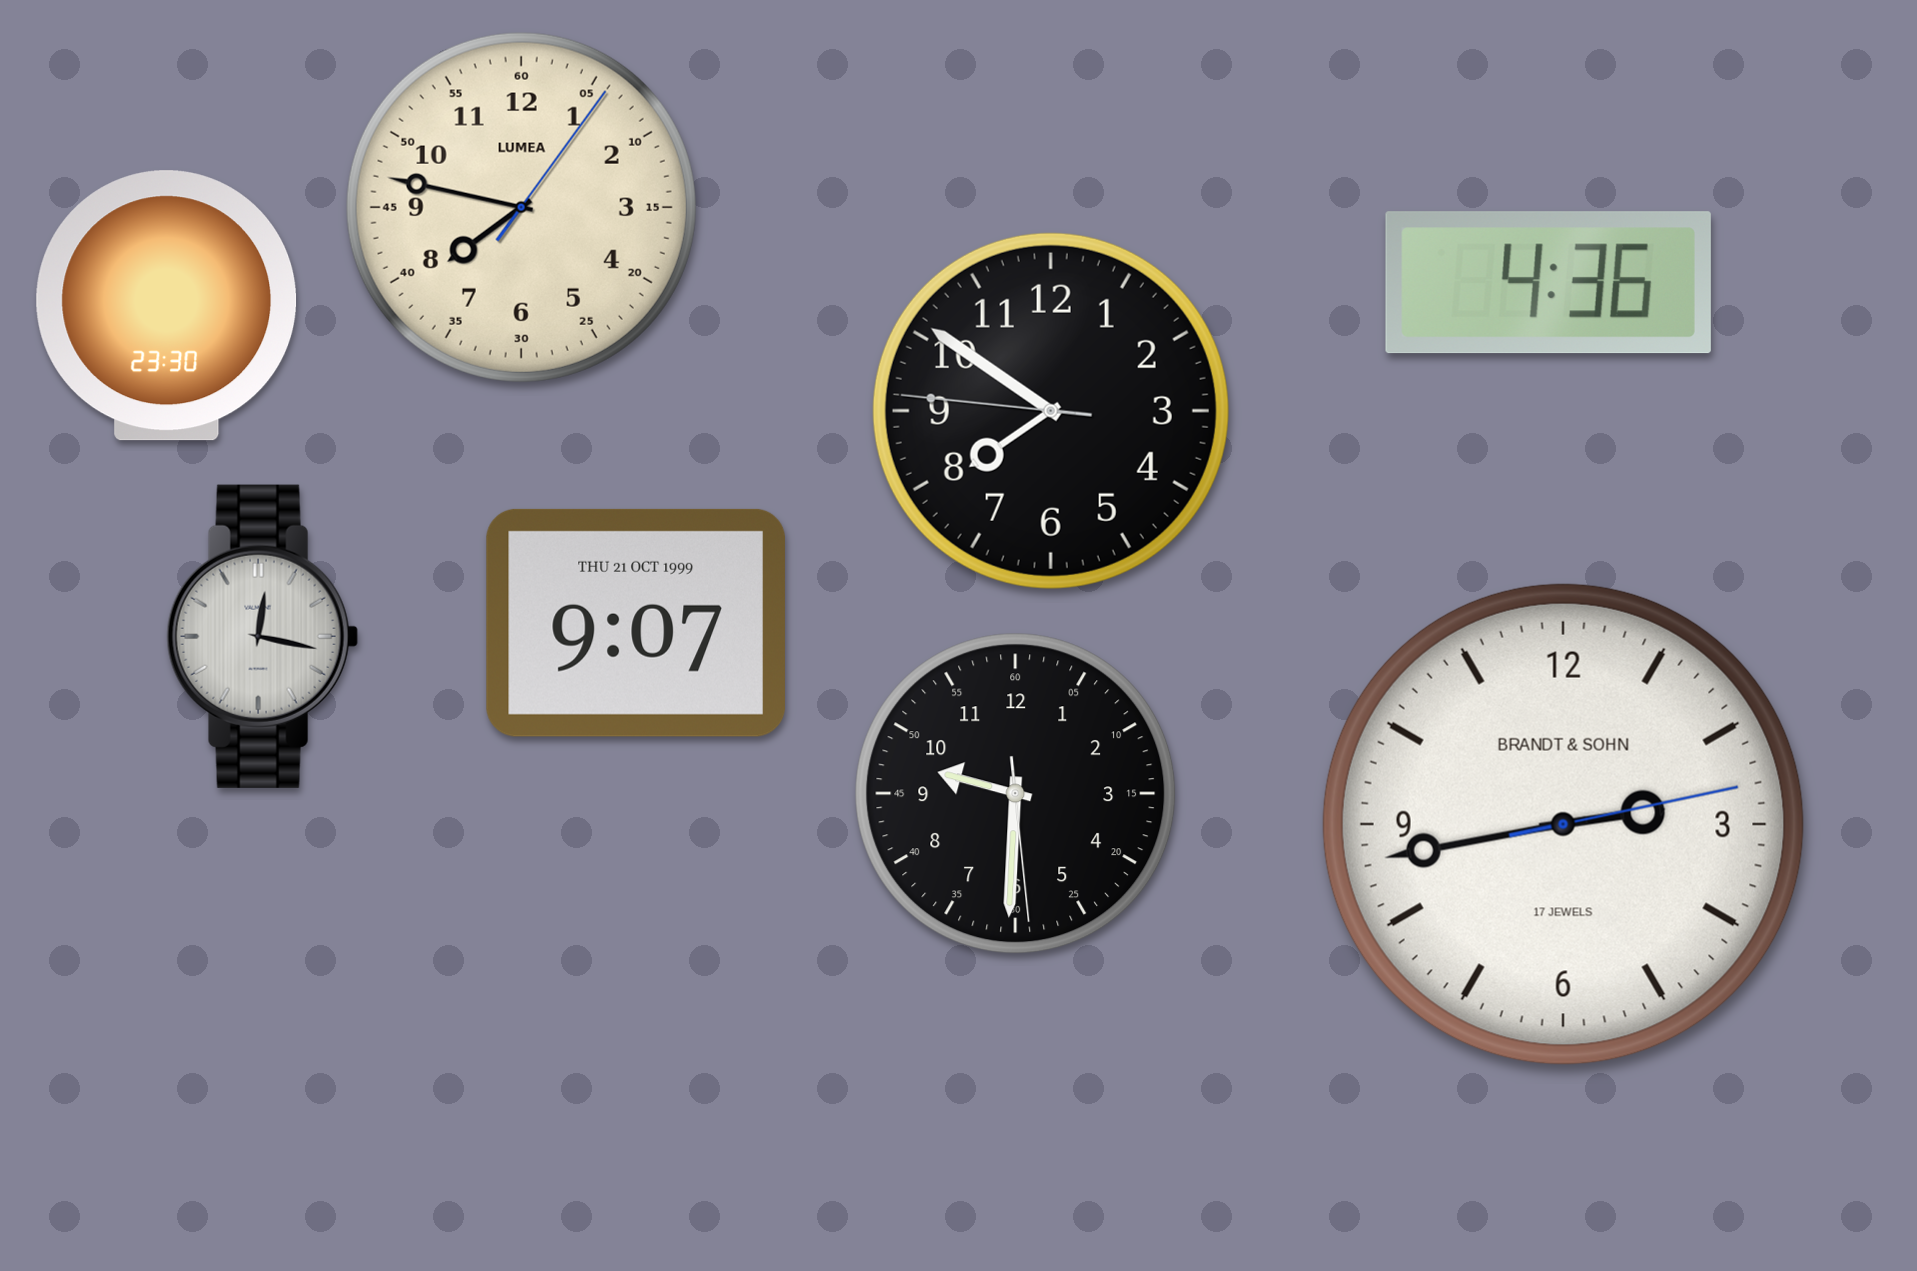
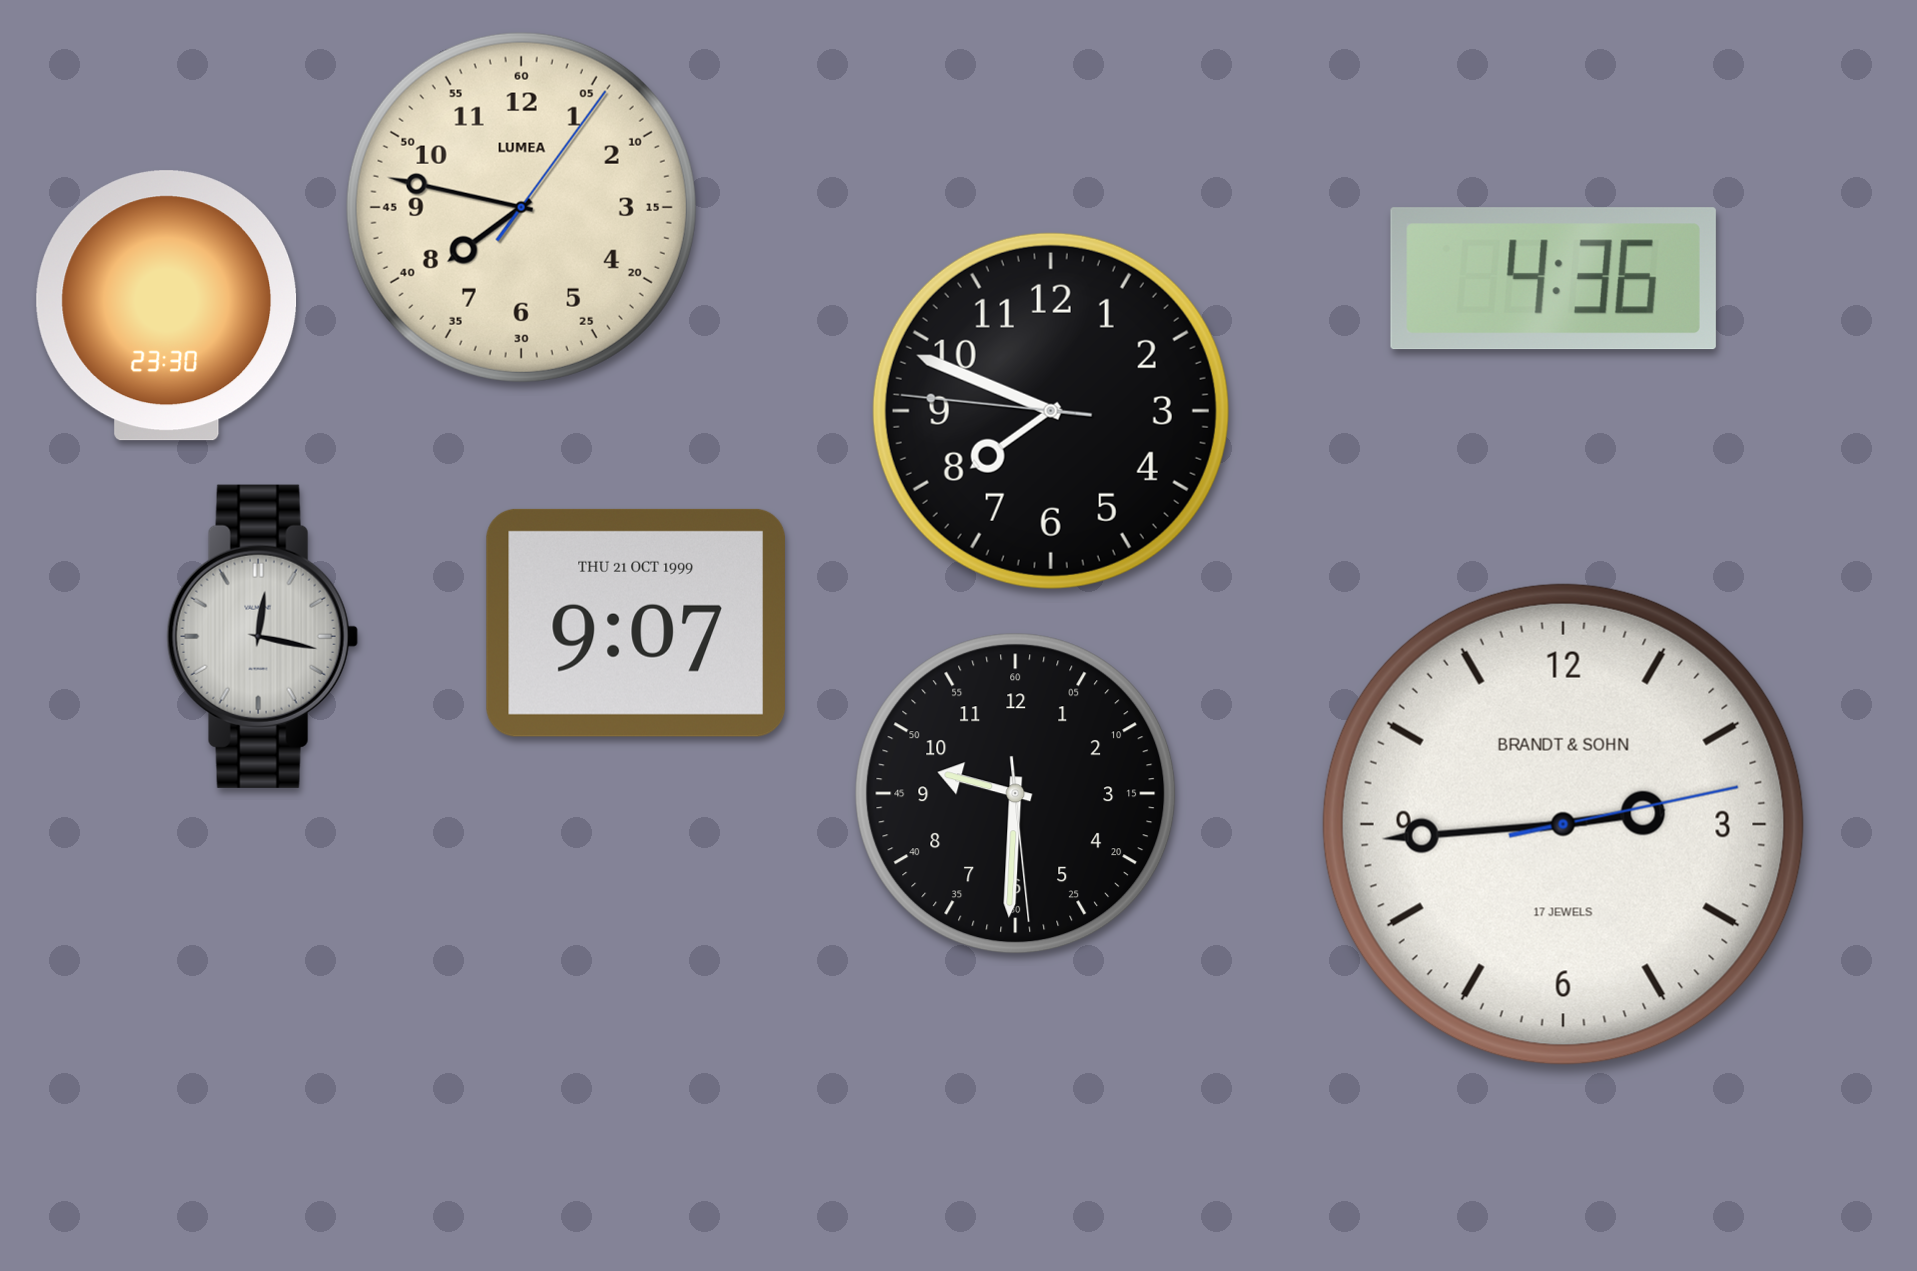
clock at (1548, 283) position: (1548, 283) -> (1553, 279)
clock at (1051, 411): 7:50 -> 7:48
clock at (1563, 824): 2:43 -> 2:44
